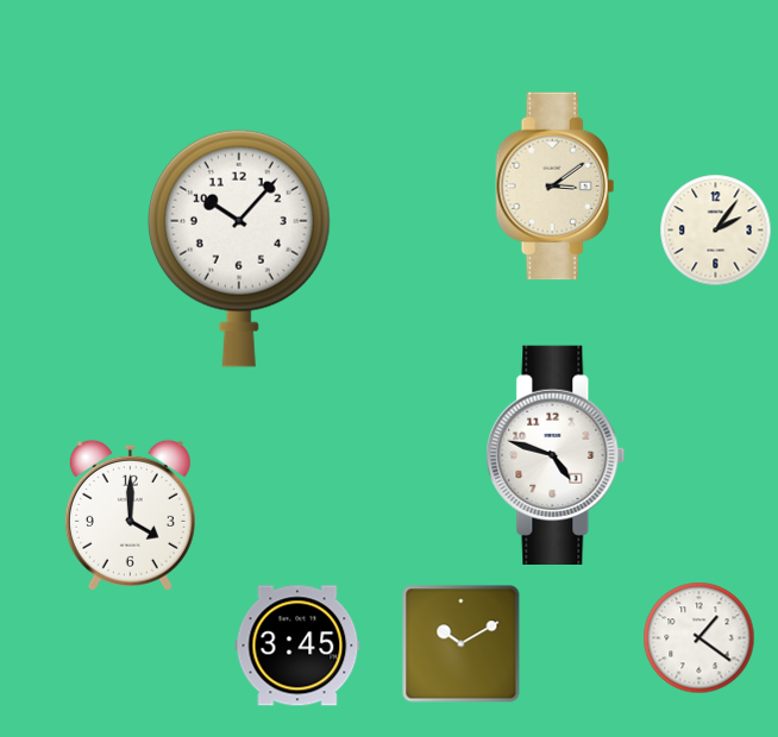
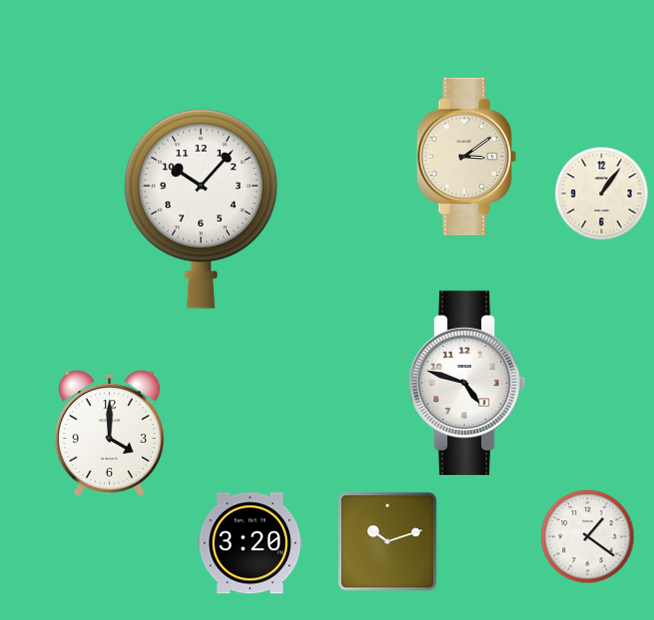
clock at (716, 231): 2:06 -> 1:06
clock at (462, 644): 10:10 -> 10:12
clock at (297, 645): 3:45 -> 3:20
